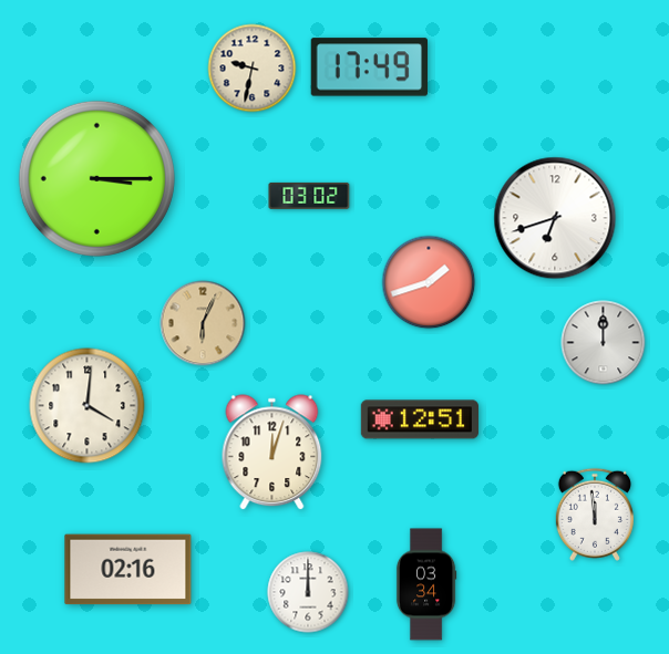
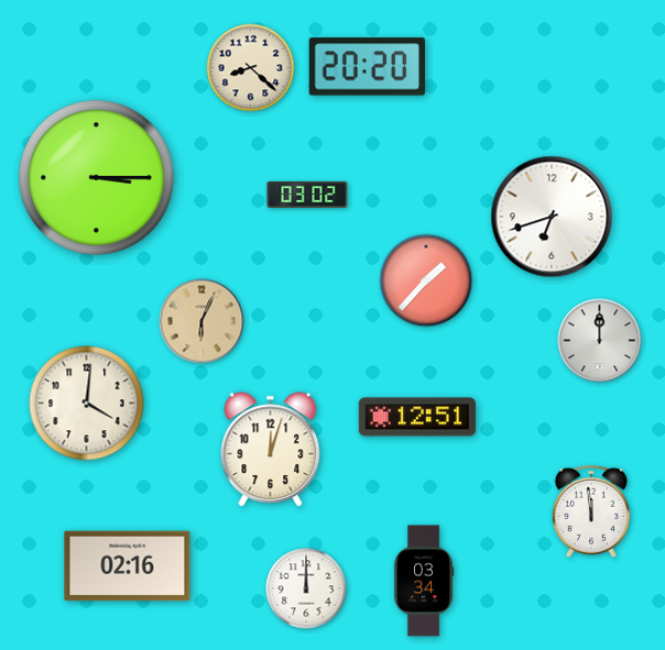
clock at (369, 68): 17:49 -> 20:20
clock at (253, 69): 9:32 -> 8:22
clock at (429, 282): 1:42 -> 1:37
